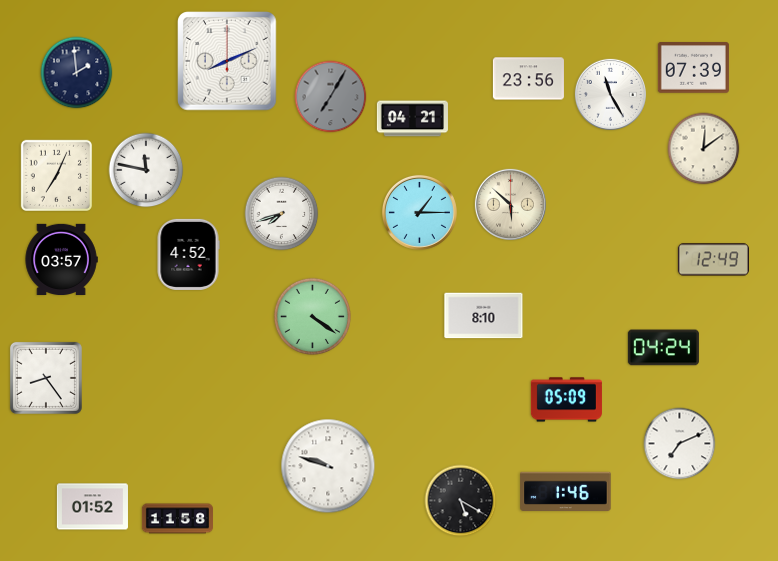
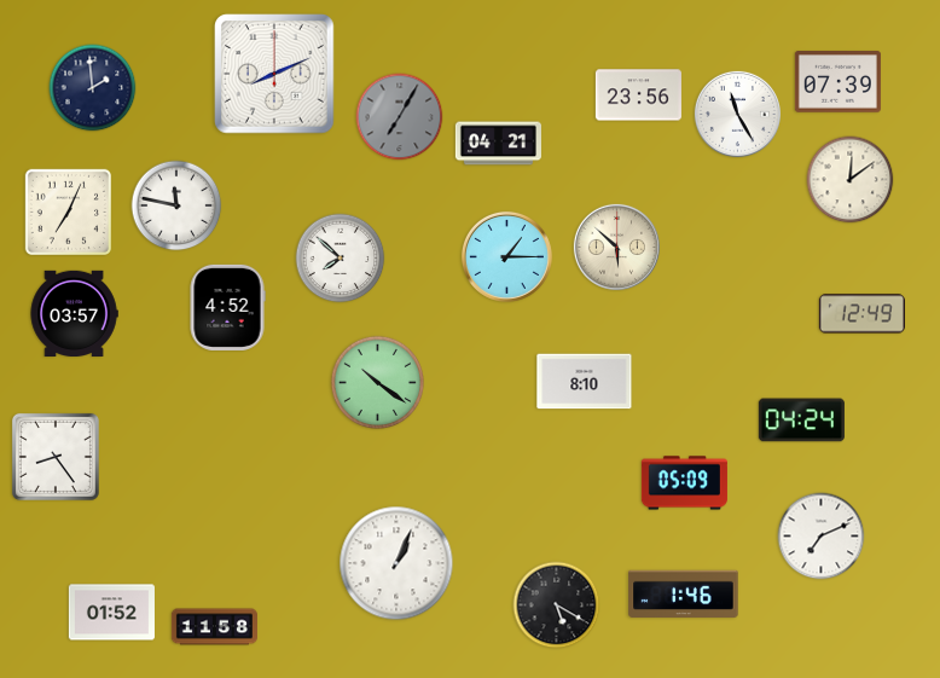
clock at (282, 214): 7:42 -> 7:52
clock at (312, 316): 4:21 -> 10:21
clock at (328, 466): 9:48 -> 1:04
